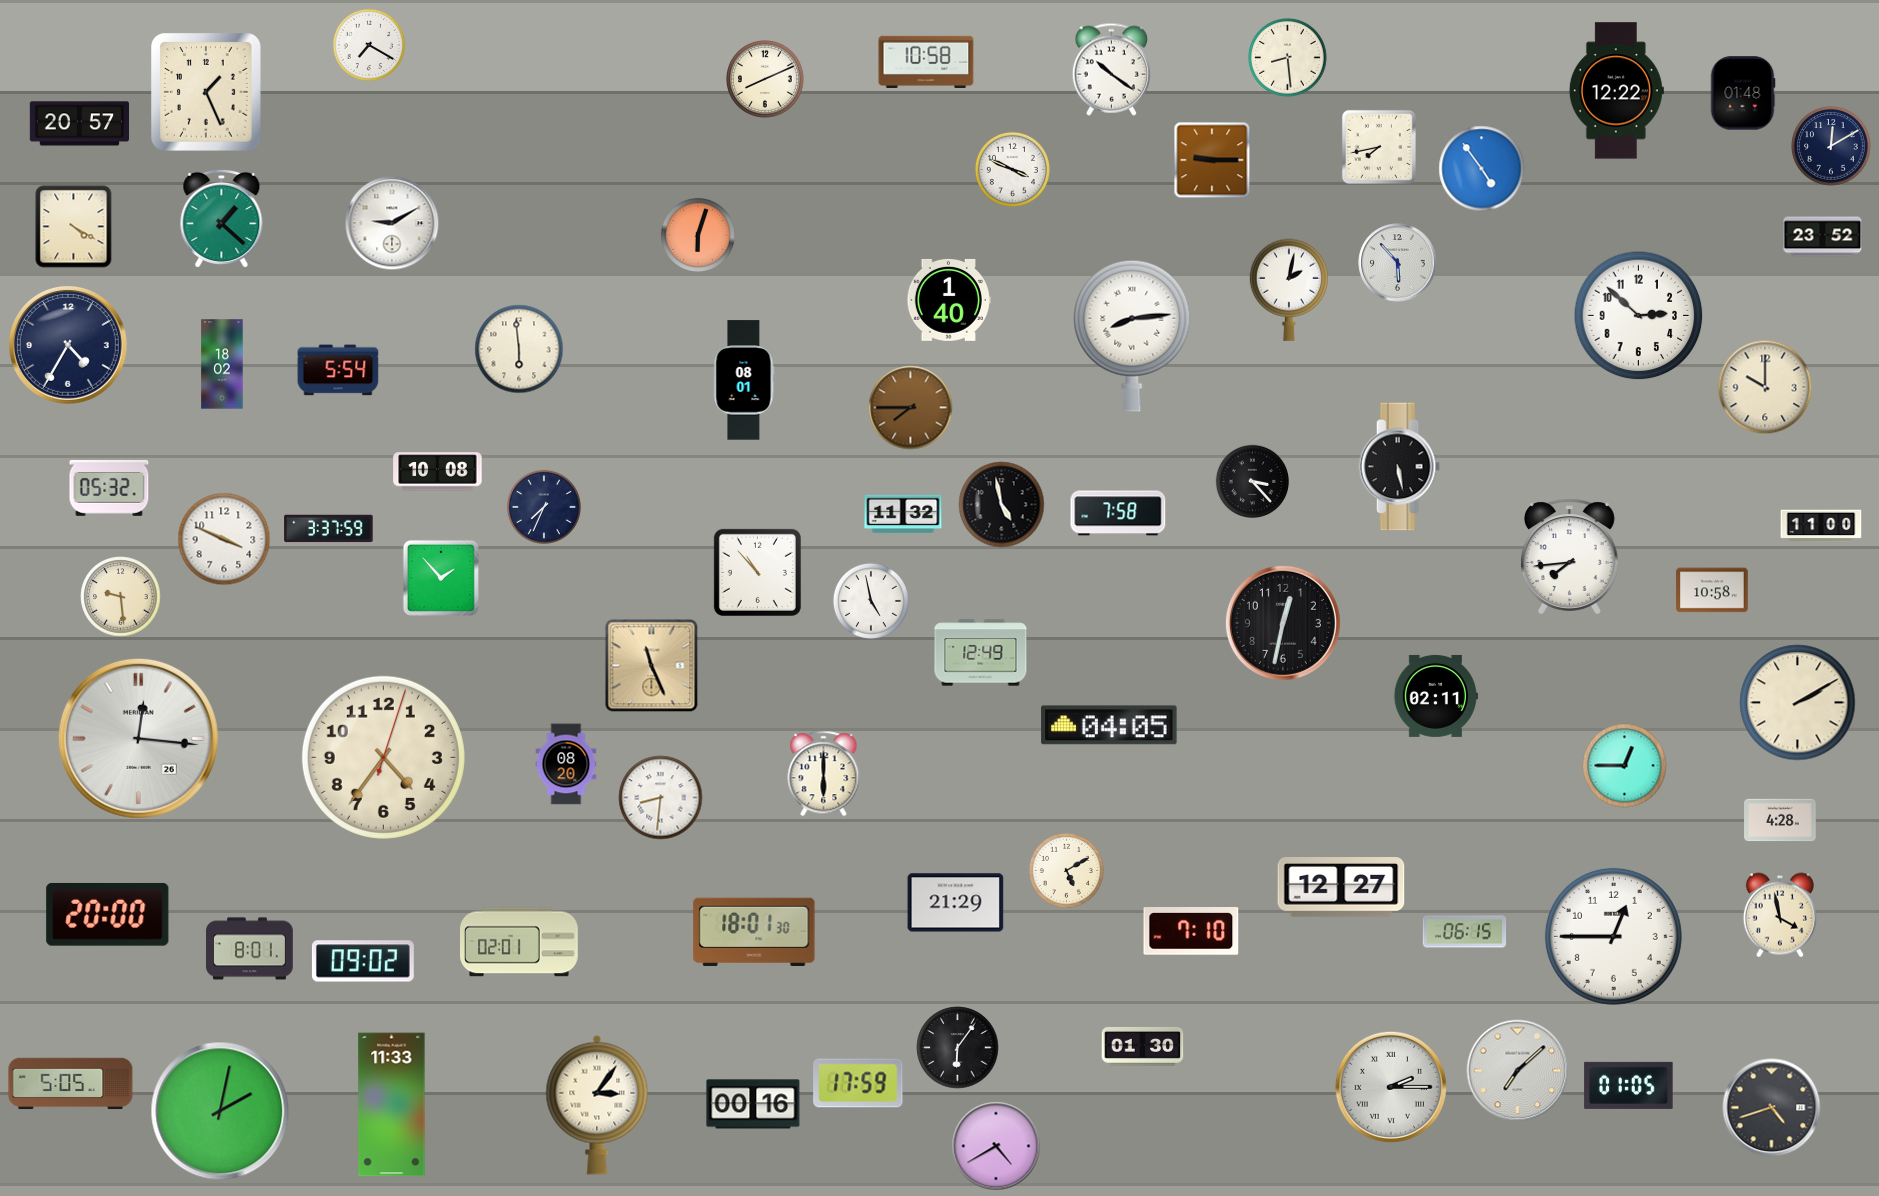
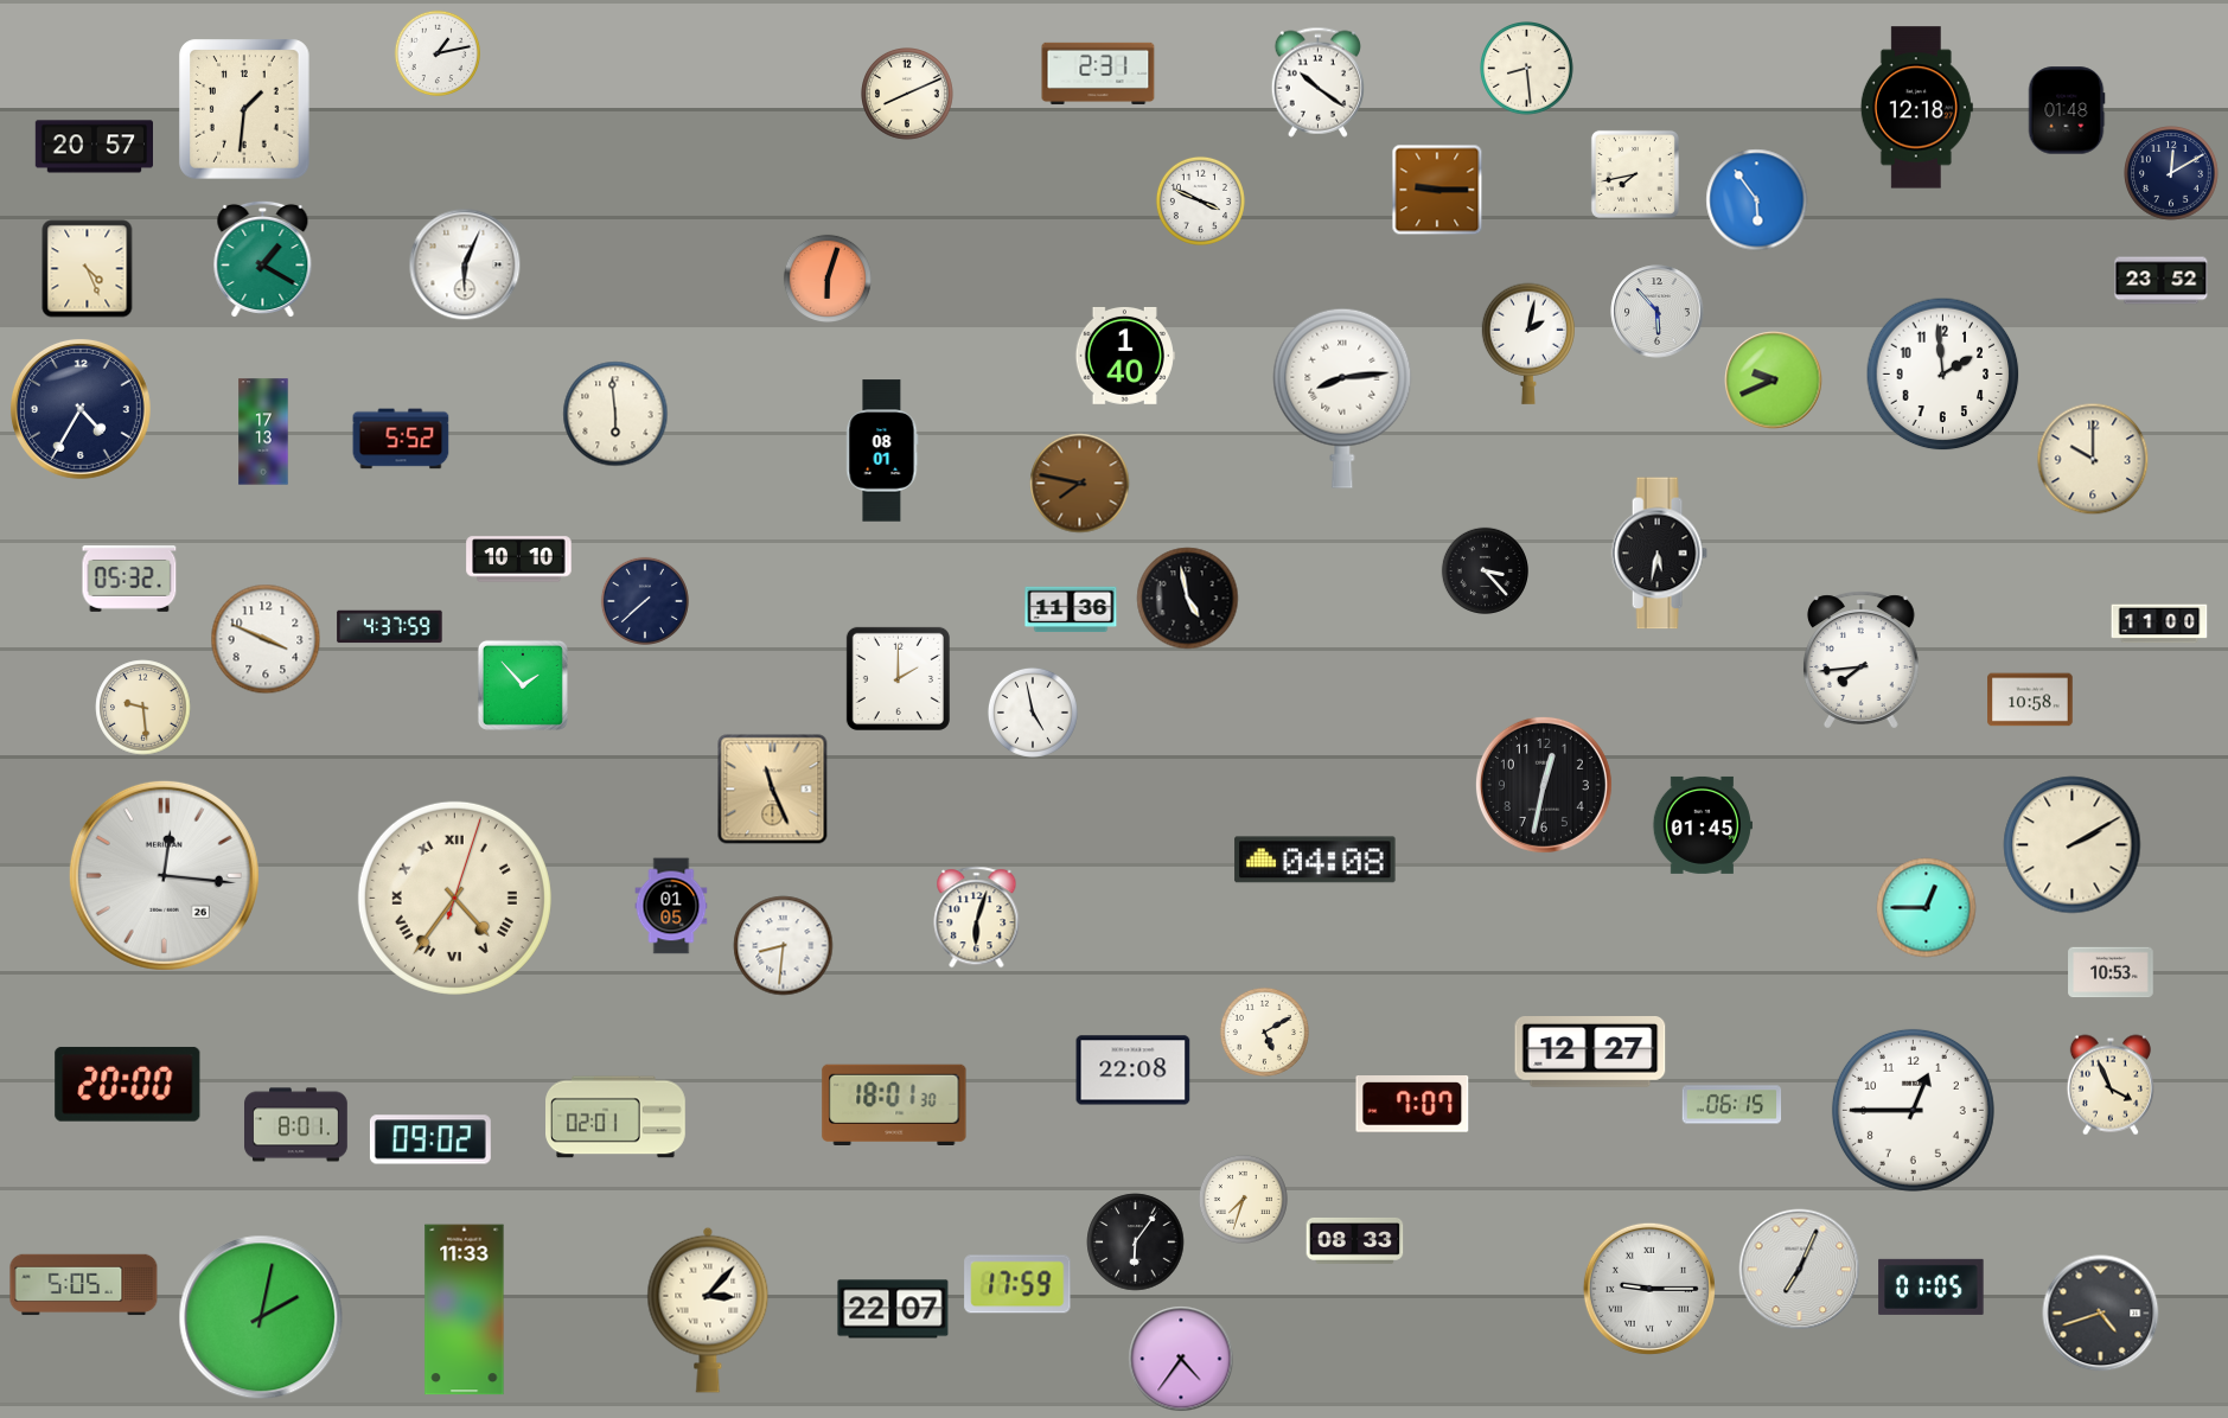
clock at (369, 45): 7:20 -> 1:13
clock at (926, 62): 10:58 -> 2:31
clock at (1616, 91): 12:22 -> 12:18
clock at (207, 92): 1:26 -> 1:31
clock at (1482, 169): 4:54 -> 5:54
clock at (222, 218): 1:22 -> 1:20
clock at (392, 223): 9:10 -> 6:04
clock at (74, 227): 4:20 -> 4:26
clock at (1639, 316): 2:52 -> 1:59
clock at (1774, 381): none -> 9:41
clock at (222, 364): 18:02 -> 17:13
clock at (338, 370): 5:54 -> 5:52
clock at (911, 408): 7:45 -> 7:47
clock at (1399, 467): 5:28 -> 5:32
clock at (438, 472): 10:08 -> 10:10
clock at (544, 507): 7:34 -> 7:38
clock at (1118, 513): 7:58 -> none
clock at (903, 514): 11:32 -> 11:36
clock at (329, 529): 3:37 -> 4:37
clock at (757, 572): 10:53 -> 2:00
clock at (1283, 623) position: (1283, 623) -> (1544, 785)
clock at (981, 653): 12:49 -> none
clock at (1436, 696): 02:11 -> 01:45
clock at (1798, 703) position: (1798, 703) -> (2073, 845)
clock at (1109, 725): 04:05 -> 04:08
clock at (383, 757) numerals: Arabic -> Roman
clock at (566, 764): 08:20 -> 01:05
clock at (824, 774): 6:00 -> 6:03
clock at (1780, 820): 4:28 -> 10:53
clock at (956, 903): 21:29 -> 22:08
clock at (1780, 915): 3:58 -> 3:56
clock at (1191, 931): 7:10 -> 7:07
clock at (1465, 932) position: (1465, 932) -> (1732, 1105)
clock at (1243, 1199): none -> 7:33
clock at (1143, 1046): 01:30 -> 08:33
clock at (1518, 1071): 7:08 -> 7:04
clock at (1391, 1087): 2:15 -> 9:15
clock at (753, 1104): 00:16 -> 22:07
clock at (597, 1105): 3:06 -> 3:07
clock at (996, 1146): 4:40 -> 4:36
